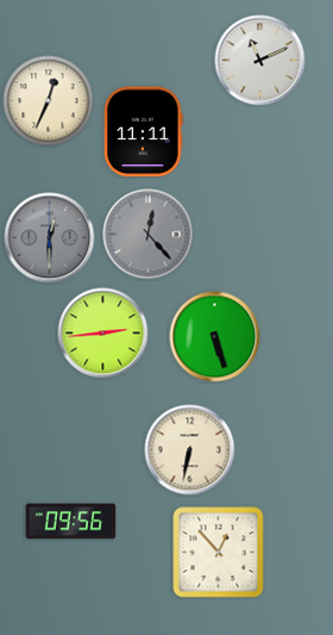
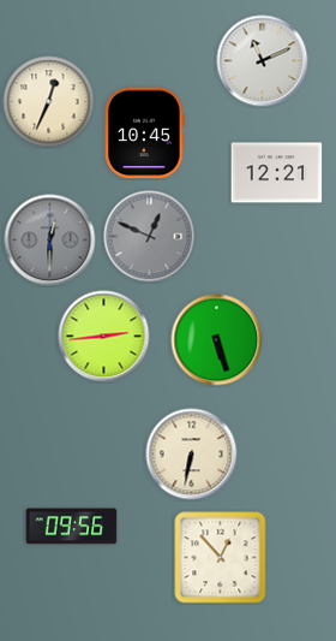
clock at (144, 132): 11:11 -> 10:45
clock at (277, 173): none -> 12:21
clock at (149, 235): 12:23 -> 12:49
